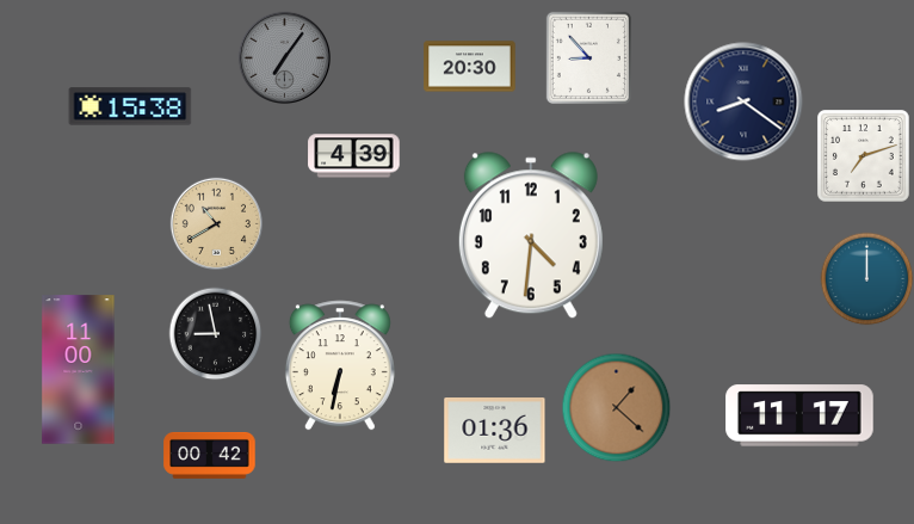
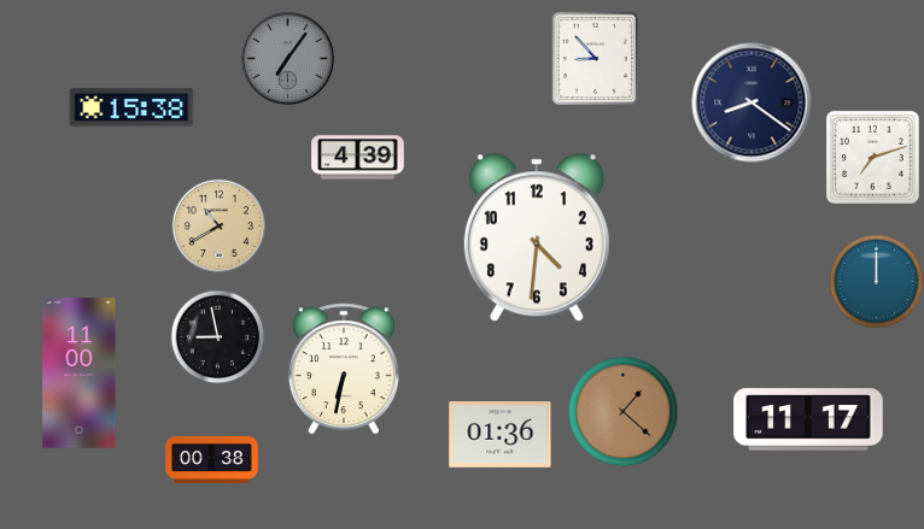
clock at (470, 67): 20:30 -> none
clock at (210, 455): 00:42 -> 00:38
